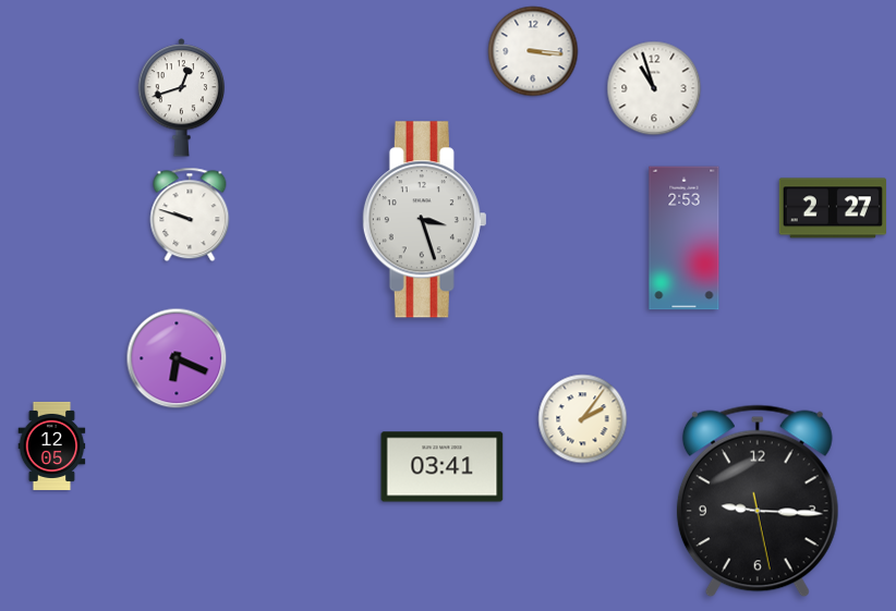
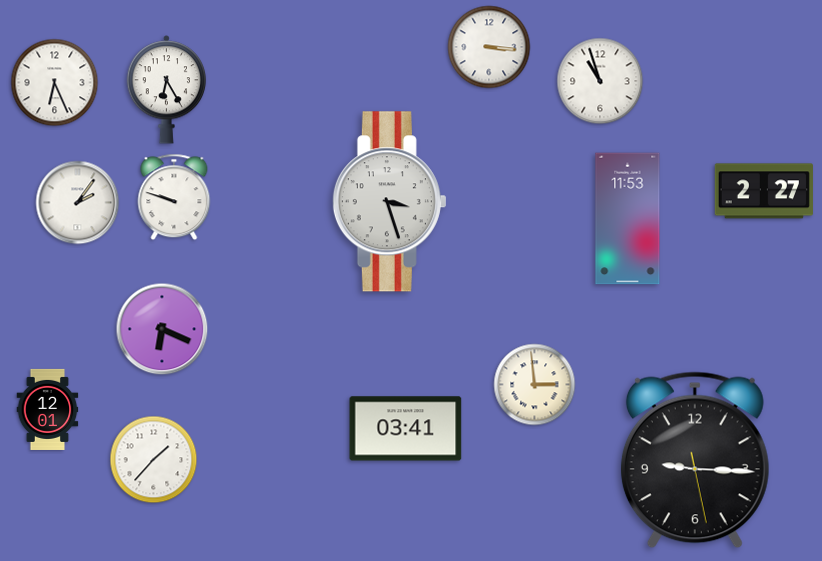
clock at (55, 83): none -> 6:26
clock at (182, 98): 12:42 -> 6:25
clock at (78, 203): none -> 2:06
clock at (685, 239): 2:53 -> 11:53
clock at (583, 419): 2:06 -> 2:59
clock at (52, 445): 12:05 -> 12:01
clock at (154, 460): none -> 1:37
